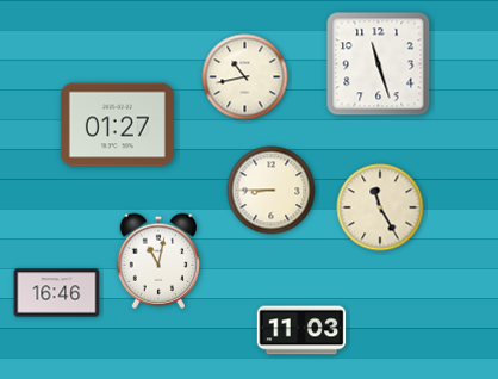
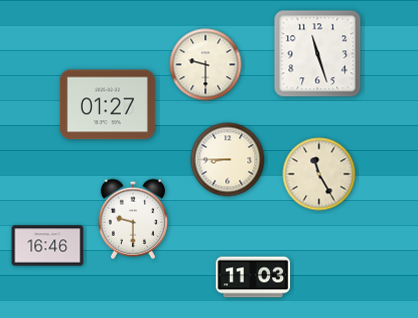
clock at (245, 77): 10:43 -> 9:30
clock at (117, 125) position: (117, 125) -> (107, 105)
clock at (158, 261): 11:02 -> 9:30
